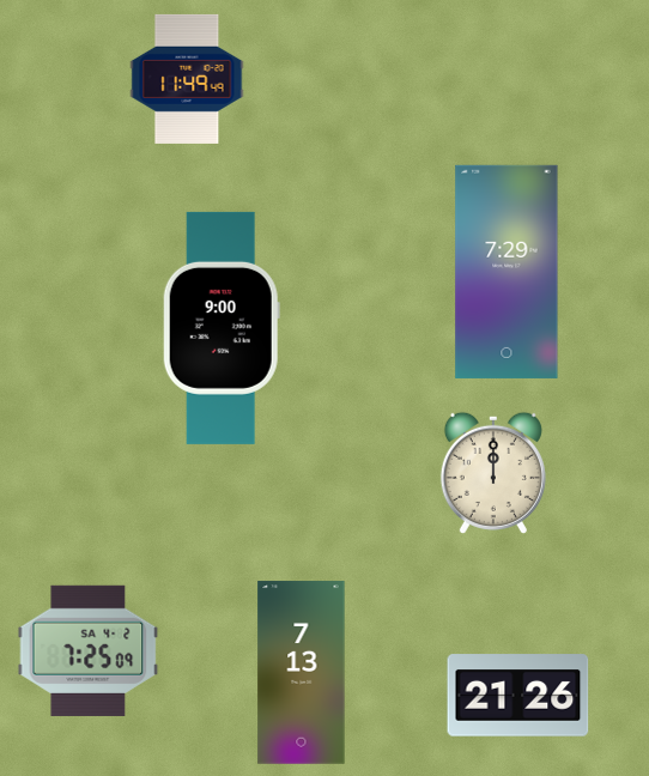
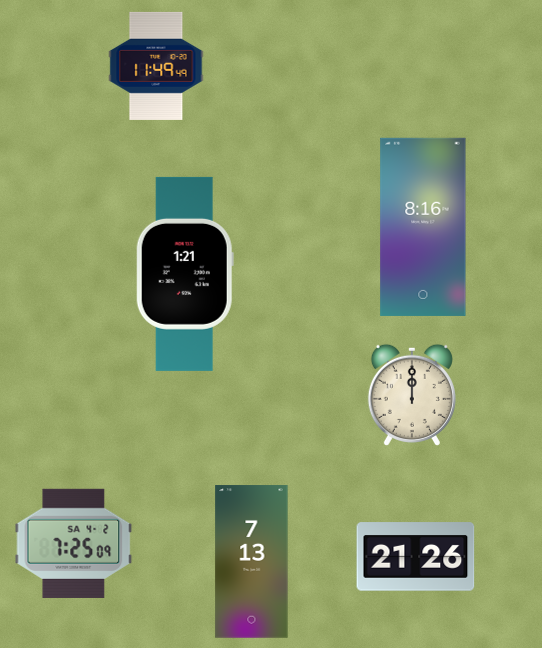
clock at (507, 272): 7:29 -> 8:16
clock at (222, 328): 9:00 -> 1:21
clock at (518, 696) position: (518, 696) -> (416, 557)
